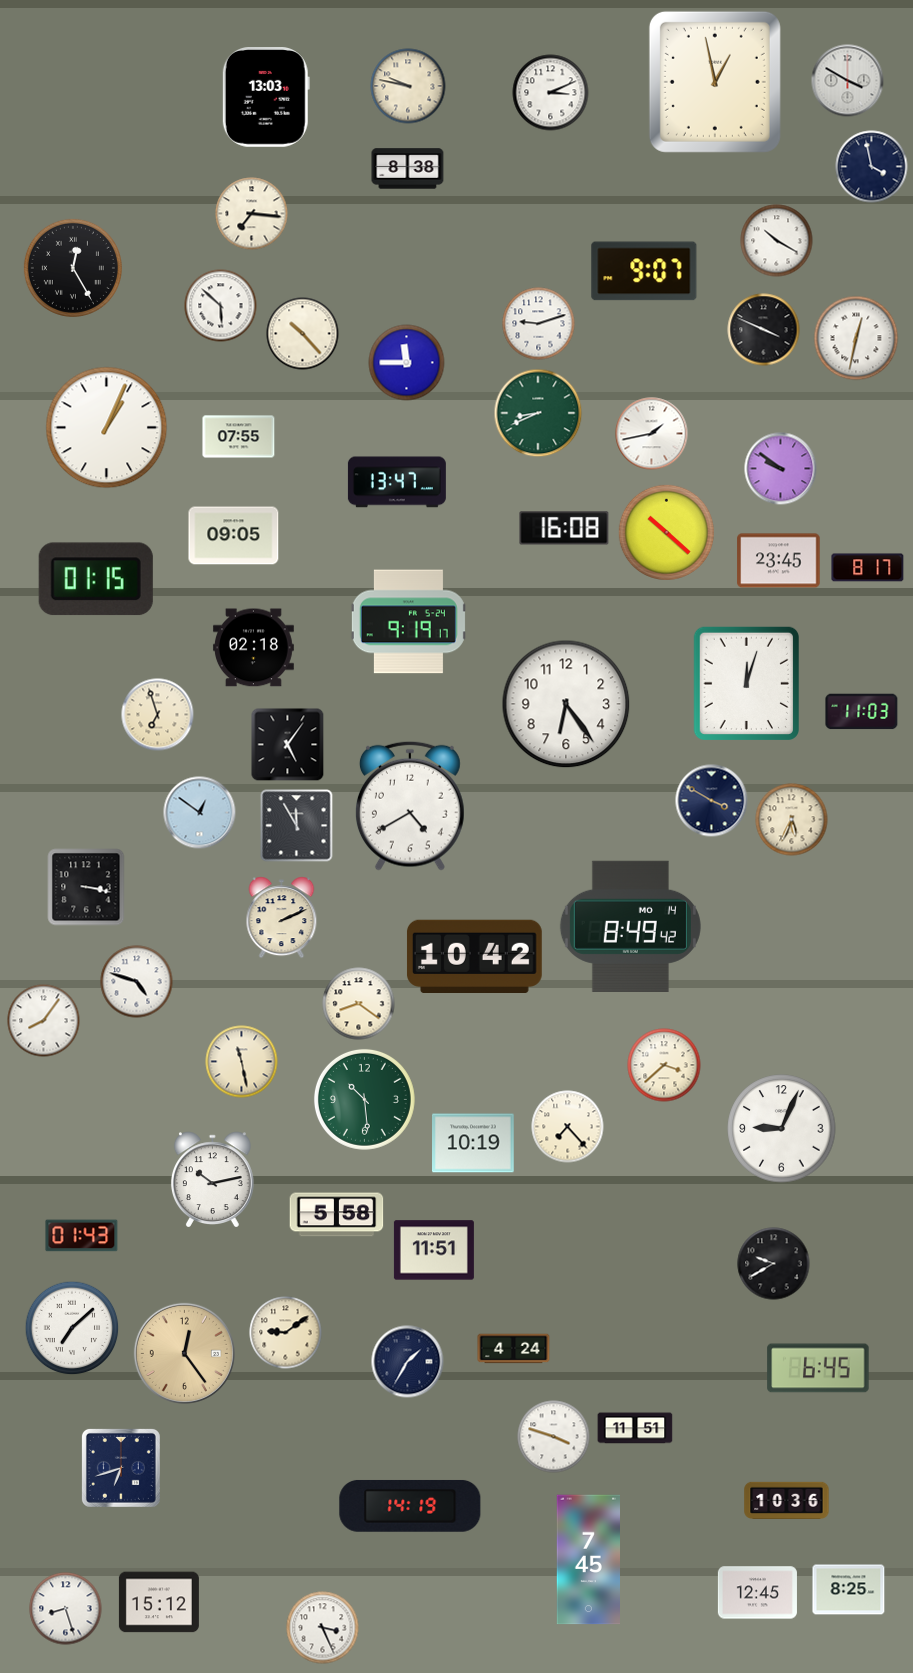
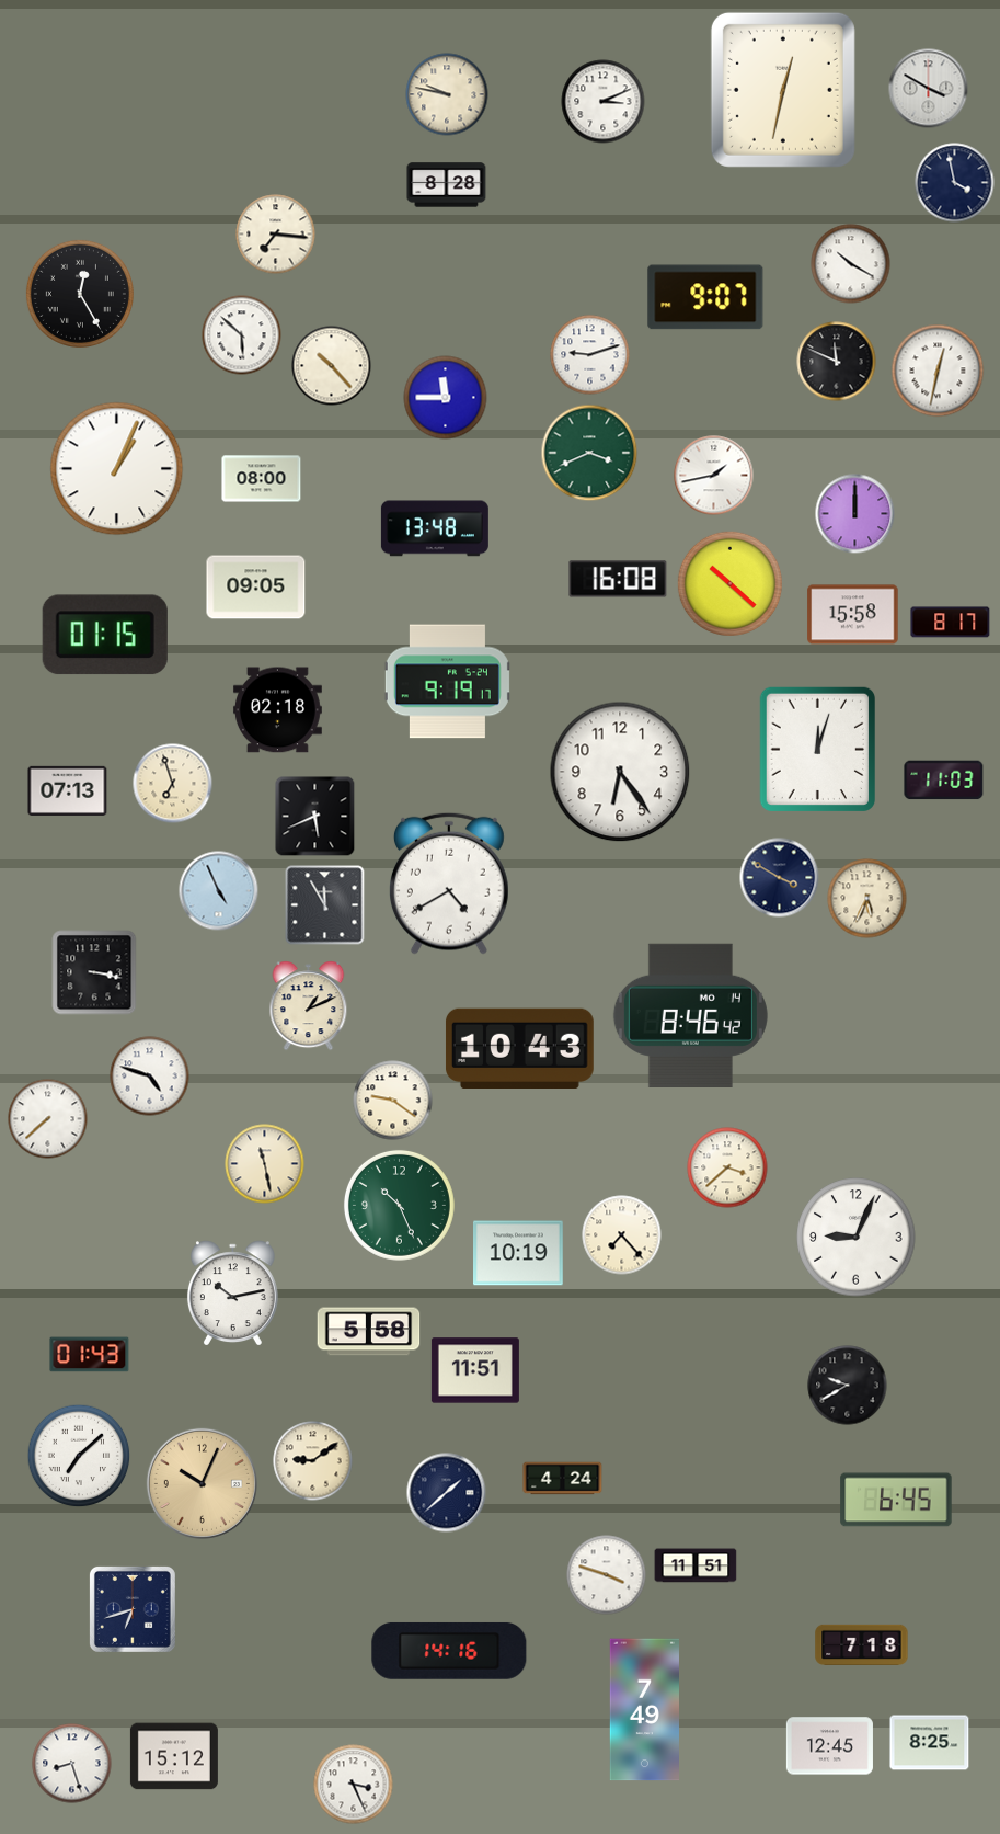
clock at (715, 82): 12:58 -> 12:32
clock at (266, 98): 13:03 -> none
clock at (408, 169): 8:38 -> 8:28
clock at (764, 330): 3:49 -> 11:49
clock at (538, 413): 8:41 -> 3:41
clock at (239, 437): 07:55 -> 08:00
clock at (781, 469): 9:51 -> 12:00
clock at (397, 482): 13:47 -> 13:48
clock at (779, 561): 23:45 -> 15:58
clock at (68, 790): none -> 07:13
clock at (288, 745): 5:06 -> 5:41
clock at (200, 813): 12:51 -> 4:56
clock at (282, 918): 2:11 -> 1:11
clock at (630, 926): 8:49 -> 8:46
clock at (474, 956): 10:42 -> 10:43
clock at (359, 1004): 8:21 -> 9:21
clock at (44, 1021): 8:06 -> 7:38
clock at (364, 1099): 10:29 -> 10:26
clock at (184, 1353): 12:24 -> 10:04
clock at (408, 1362): 1:35 -> 1:38
clock at (787, 1500): 10:36 -> 7:18
clock at (410, 1506): 14:19 -> 14:16
clock at (588, 1560): 7:45 -> 7:49
